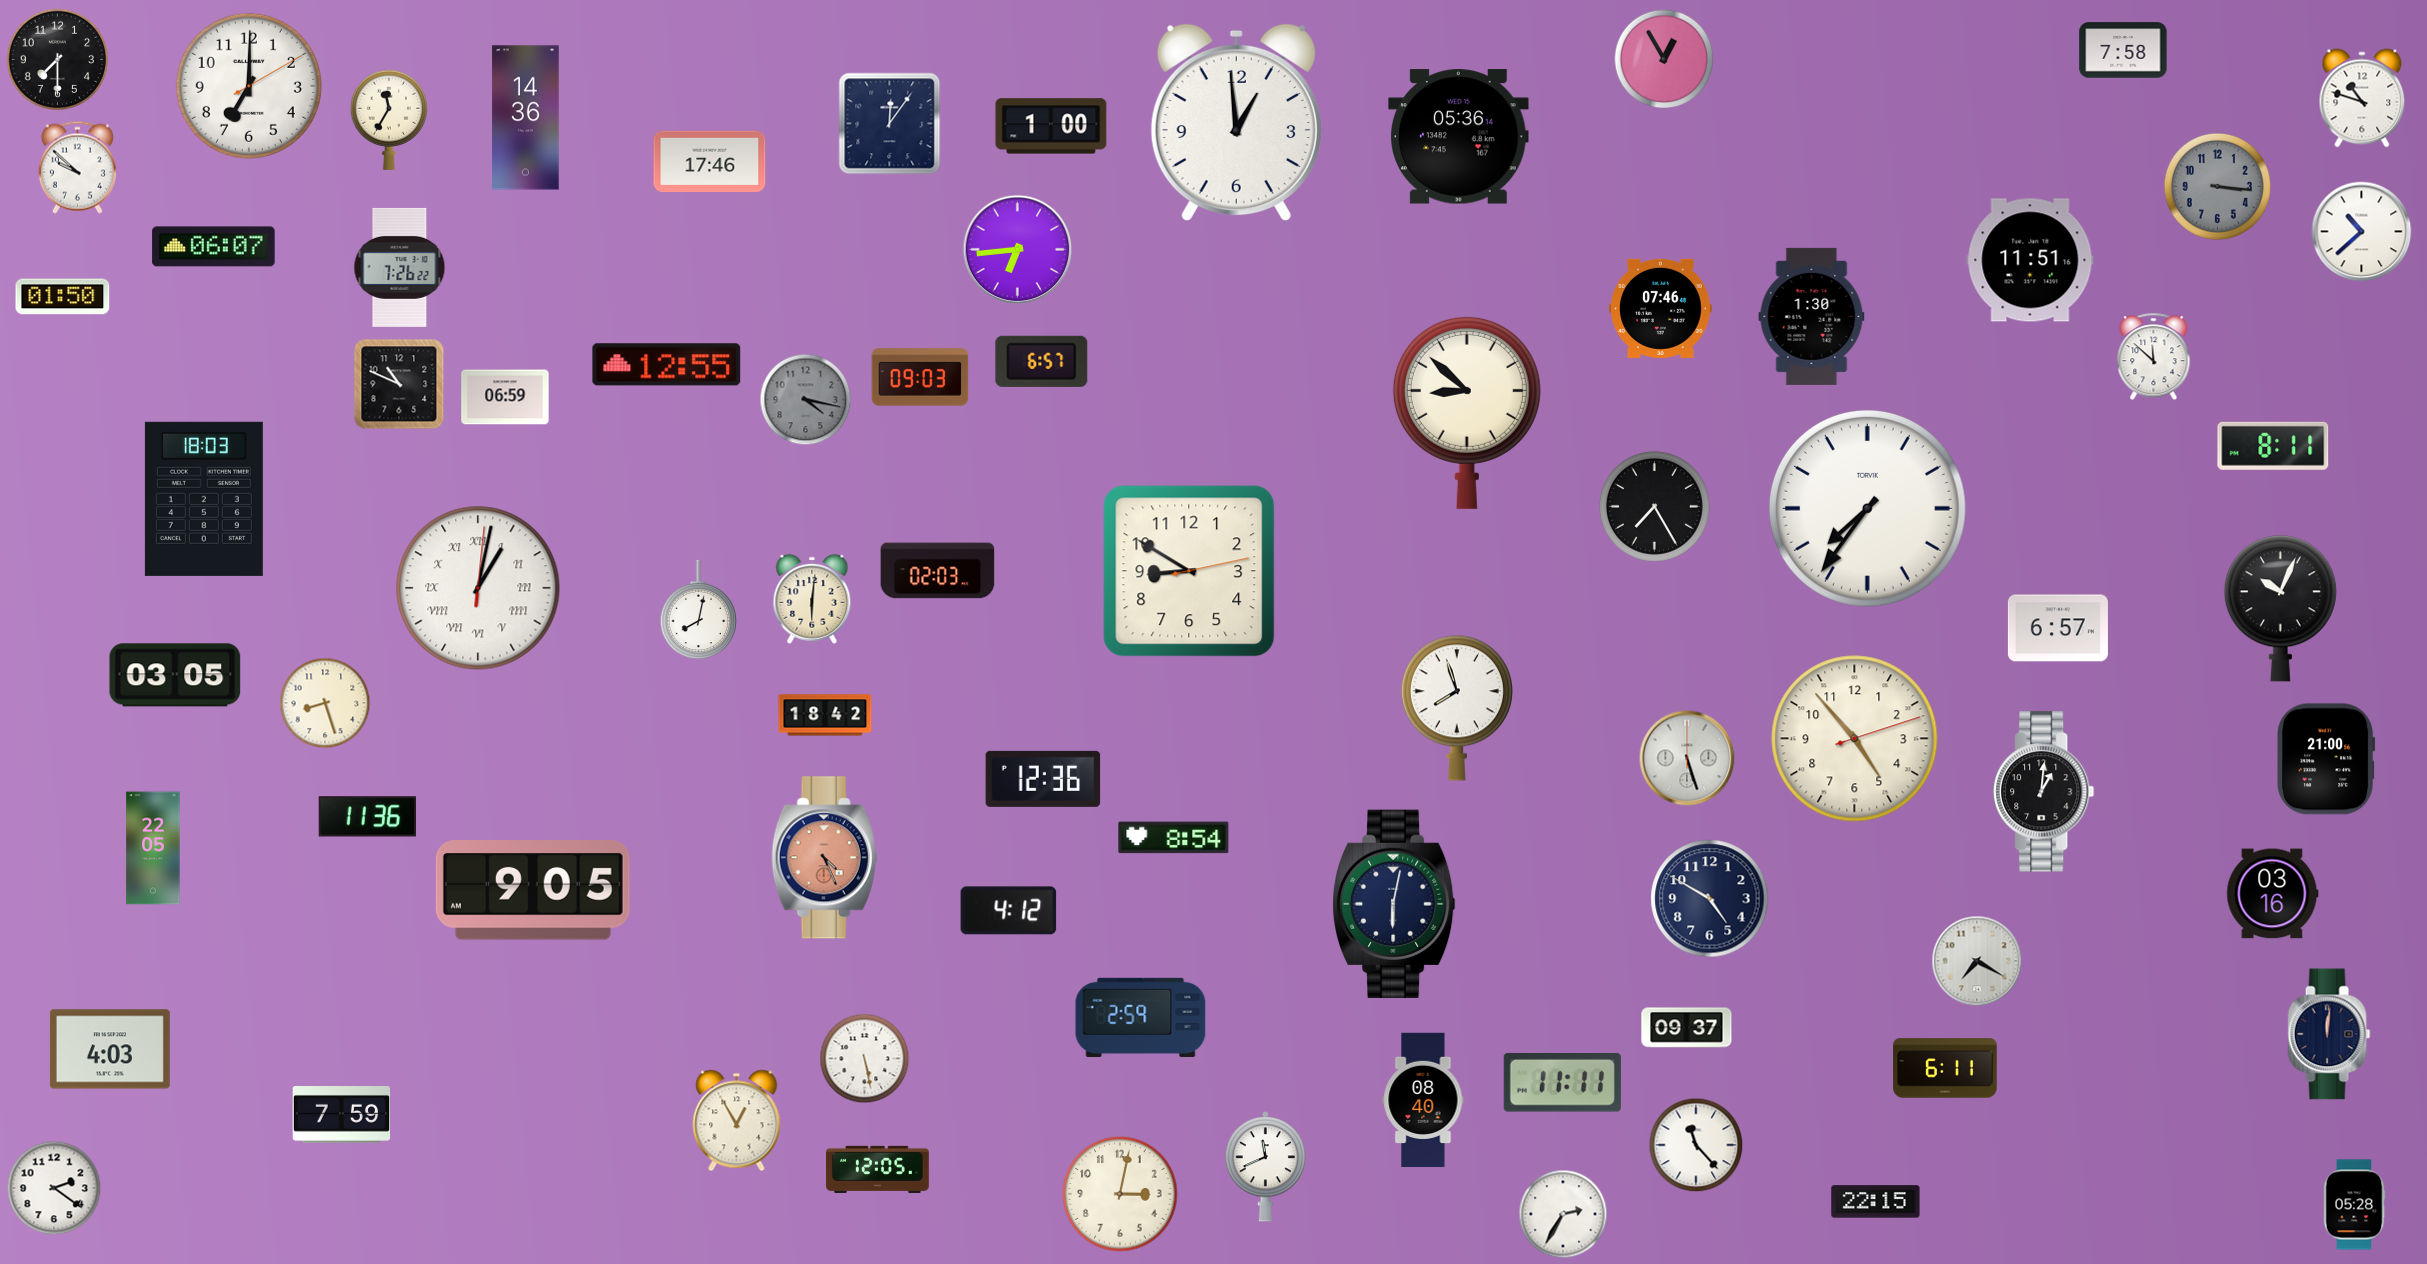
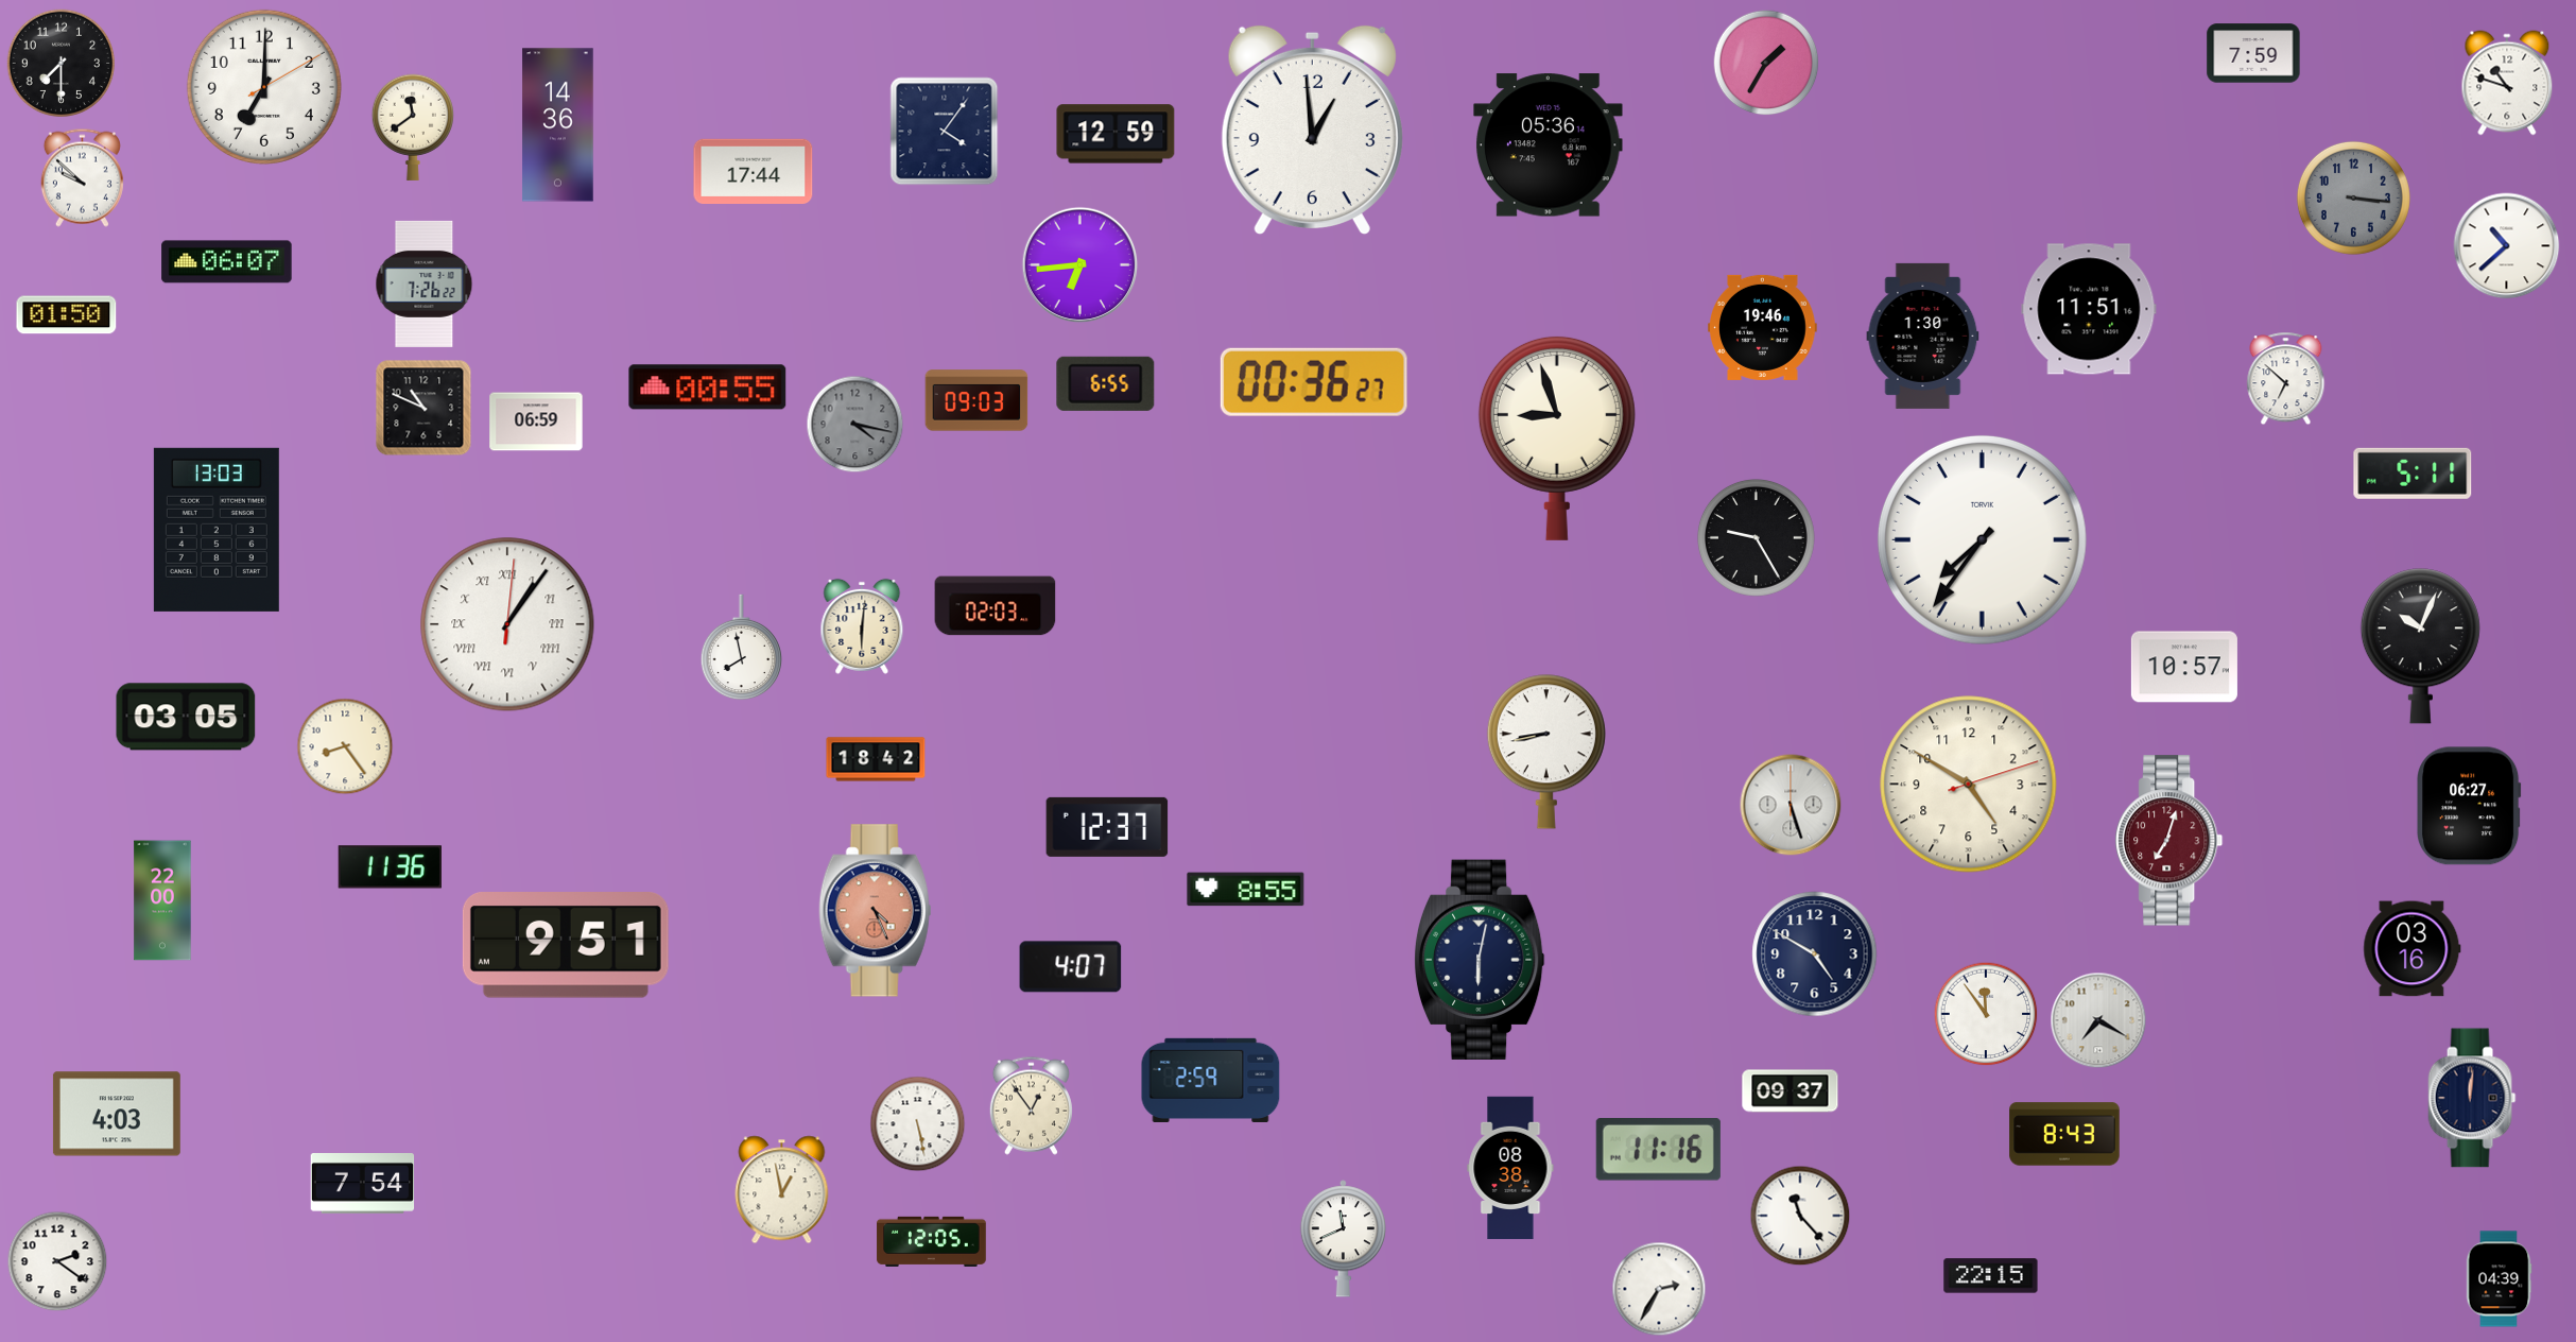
clock at (2123, 50): 7:58 -> 7:59
clock at (1664, 59): 12:55 -> 1:35
clock at (249, 86) position: (249, 86) -> (264, 87)
clock at (2362, 98) position: (2362, 98) -> (2507, 83)
clock at (388, 120): 11:35 -> 11:39
clock at (890, 124): 12:06 -> 4:06
clock at (1051, 126): 1:00 -> 12:59
clock at (710, 161): 17:46 -> 17:44
clock at (2030, 260) position: (2030, 260) -> (2089, 309)
clock at (1661, 308): 07:46 -> 19:46
clock at (2154, 357): 11:52 -> 6:52
clock at (1314, 382): none -> 00:36
clock at (1042, 361): 6:57 -> 6:55
clock at (667, 365): 12:55 -> 00:55
clock at (1467, 412): 8:52 -> 8:57
clock at (2273, 446): 8:11 -> 5:11
clock at (204, 499): 18:03 -> 13:03
clock at (1655, 507): 7:25 -> 9:25
clock at (1189, 571): 8:50 -> none
clock at (478, 588): 1:02 -> 1:06
clock at (812, 599) position: (812, 599) -> (862, 626)
clock at (698, 610): 8:02 -> 7:58
clock at (2058, 628): 6:57 -> 10:57
clock at (325, 703): 8:27 -> 8:24
clock at (1457, 708): 7:57 -> 8:43
clock at (1855, 739): 4:53 -> 4:50
clock at (2327, 759): 21:00 -> 06:27
clock at (1043, 779): 12:36 -> 12:37
clock at (2044, 792): 1:01 -> 7:03
clock at (2044, 792) dial: black -> burgundy
clock at (1174, 838): 8:54 -> 8:55
clock at (153, 848): 22:05 -> 22:00
clock at (533, 891): 9:05 -> 9:51
clock at (1009, 911): 4:12 -> 4:07
clock at (1986, 1014): none -> 11:54
clock at (1031, 1105): none -> 12:54
clock at (1945, 1068): 6:11 -> 8:43
clock at (1562, 1083): 11:11 -> 11:16
clock at (1423, 1100): 08:40 -> 08:38
clock at (342, 1115): 7:59 -> 7:54
clock at (737, 1121): 12:55 -> 12:58
clock at (1120, 1194): 3:02 -> none
clock at (2354, 1205): 05:28 -> 04:39
